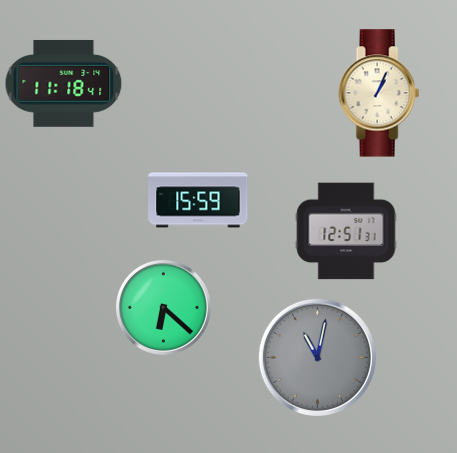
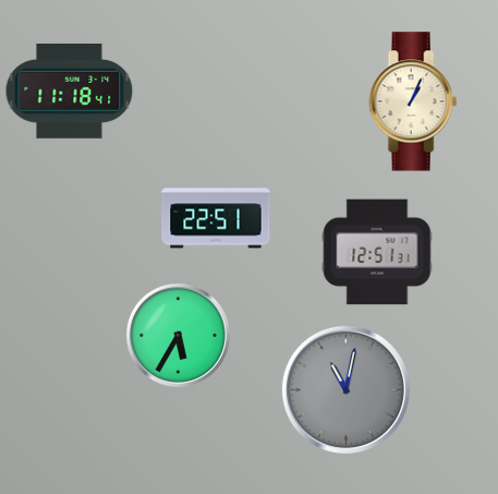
clock at (198, 200): 15:59 -> 22:51
clock at (163, 307): 6:22 -> 5:35
